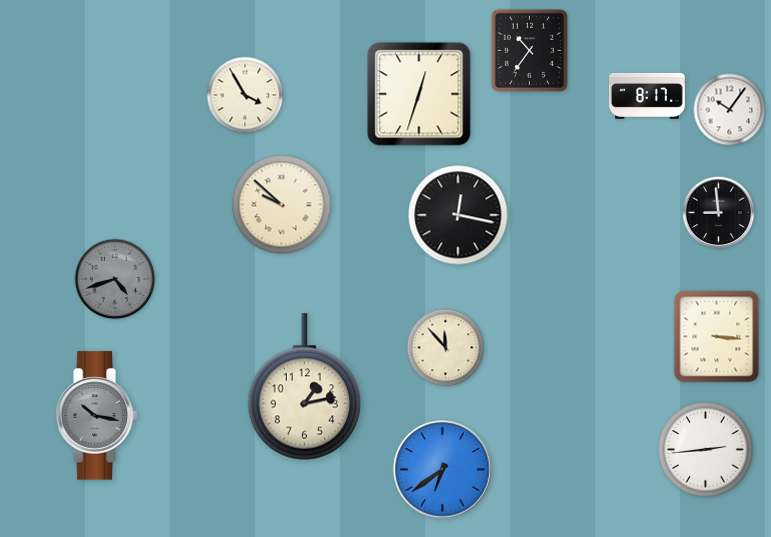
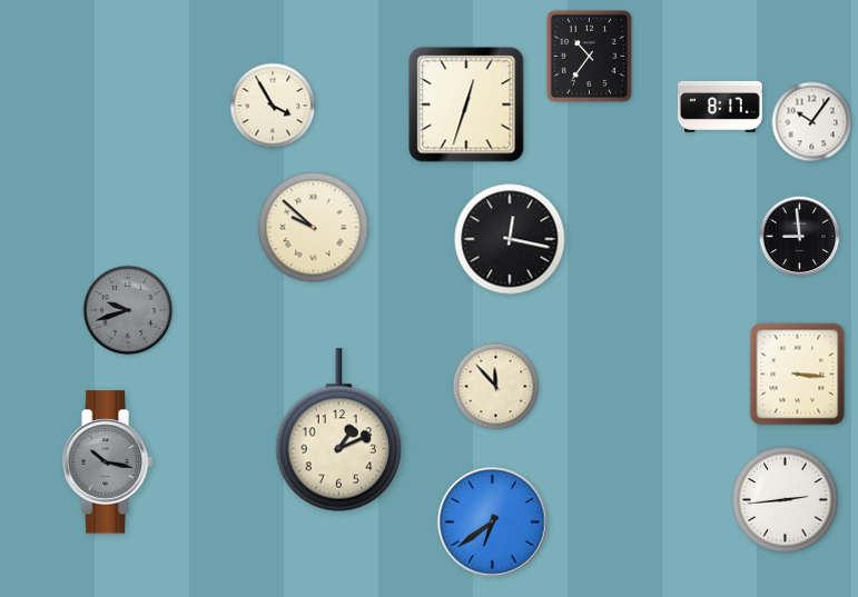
clock at (115, 279): 4:42 -> 9:42
clock at (305, 387): 1:13 -> 1:11
